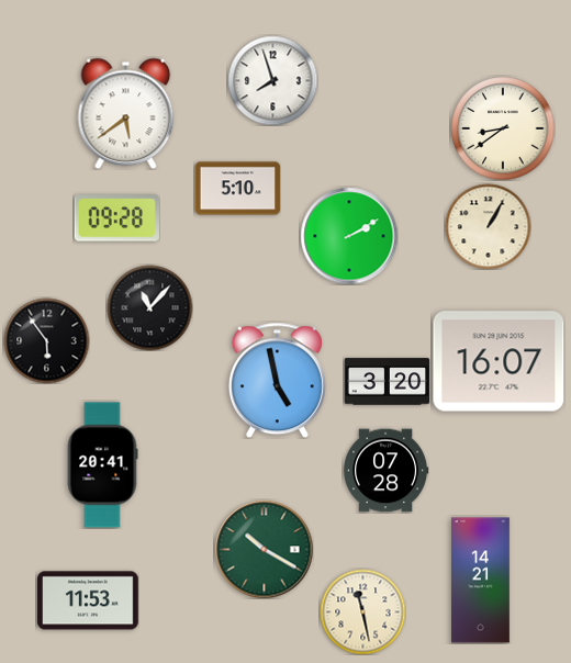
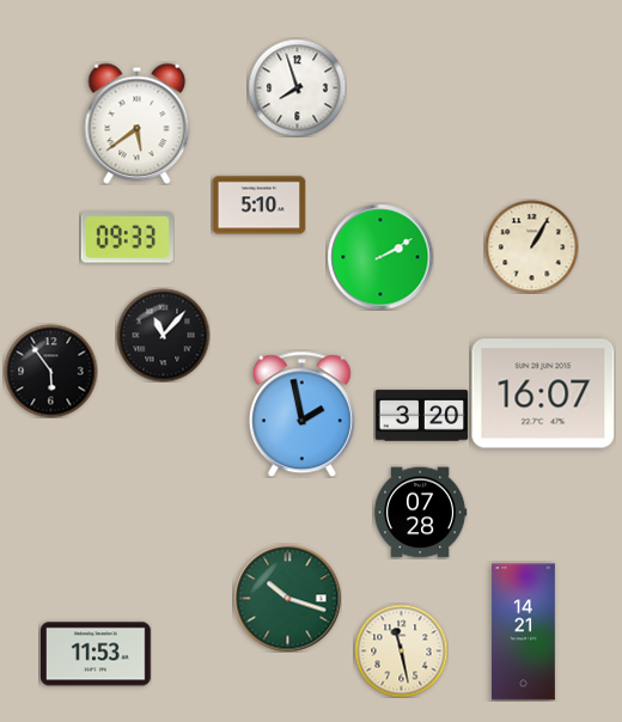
clock at (503, 128): 8:39 -> none
clock at (116, 218): 09:28 -> 09:33
clock at (277, 380): 4:58 -> 1:58
clock at (102, 465): 20:41 -> none
clock at (264, 549): 10:20 -> 10:18
clock at (362, 611) position: (362, 611) -> (401, 650)
